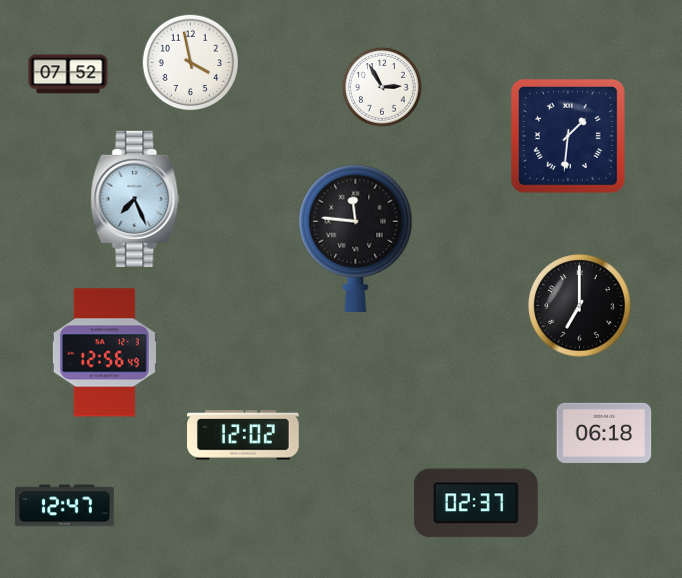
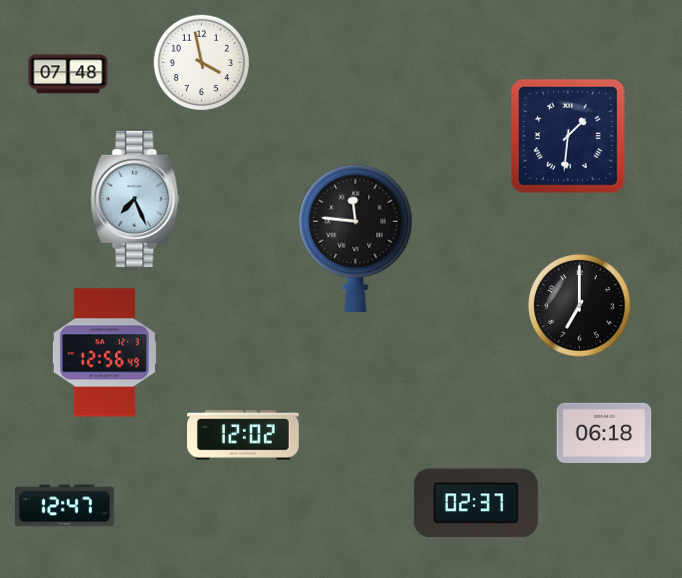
clock at (191, 63) position: (191, 63) -> (202, 63)
clock at (68, 74): 07:52 -> 07:48
clock at (382, 87): 2:55 -> none
